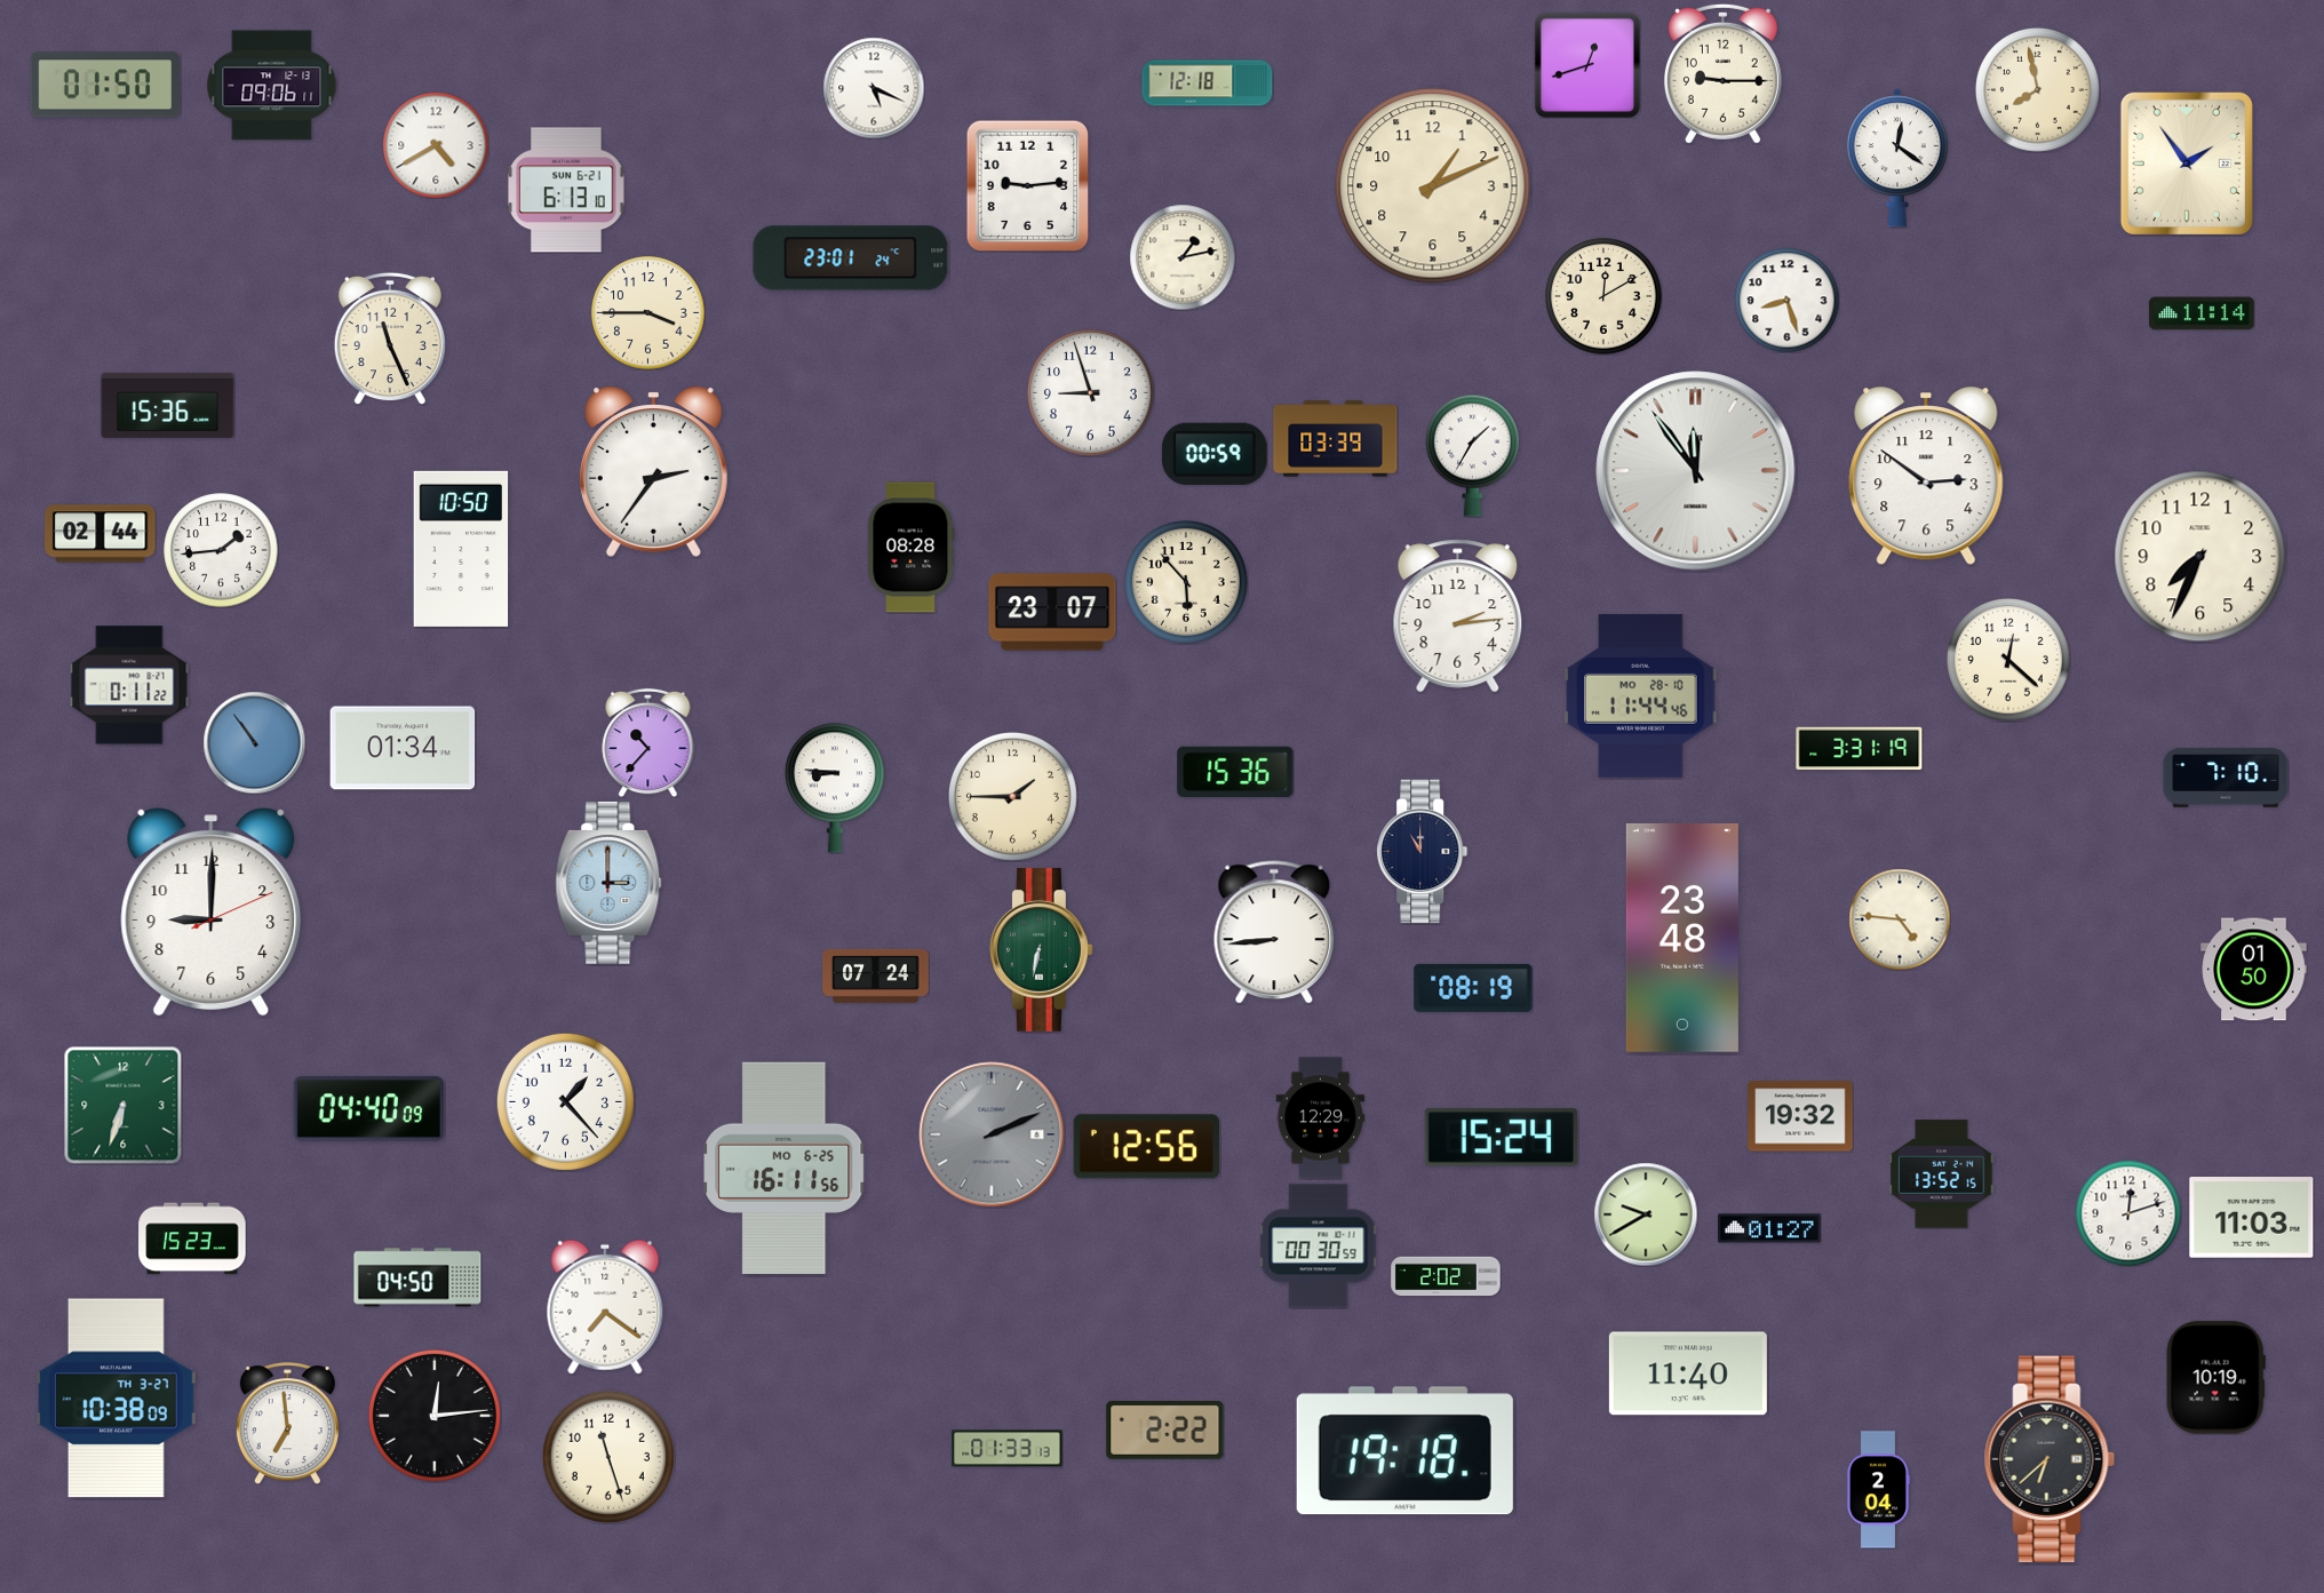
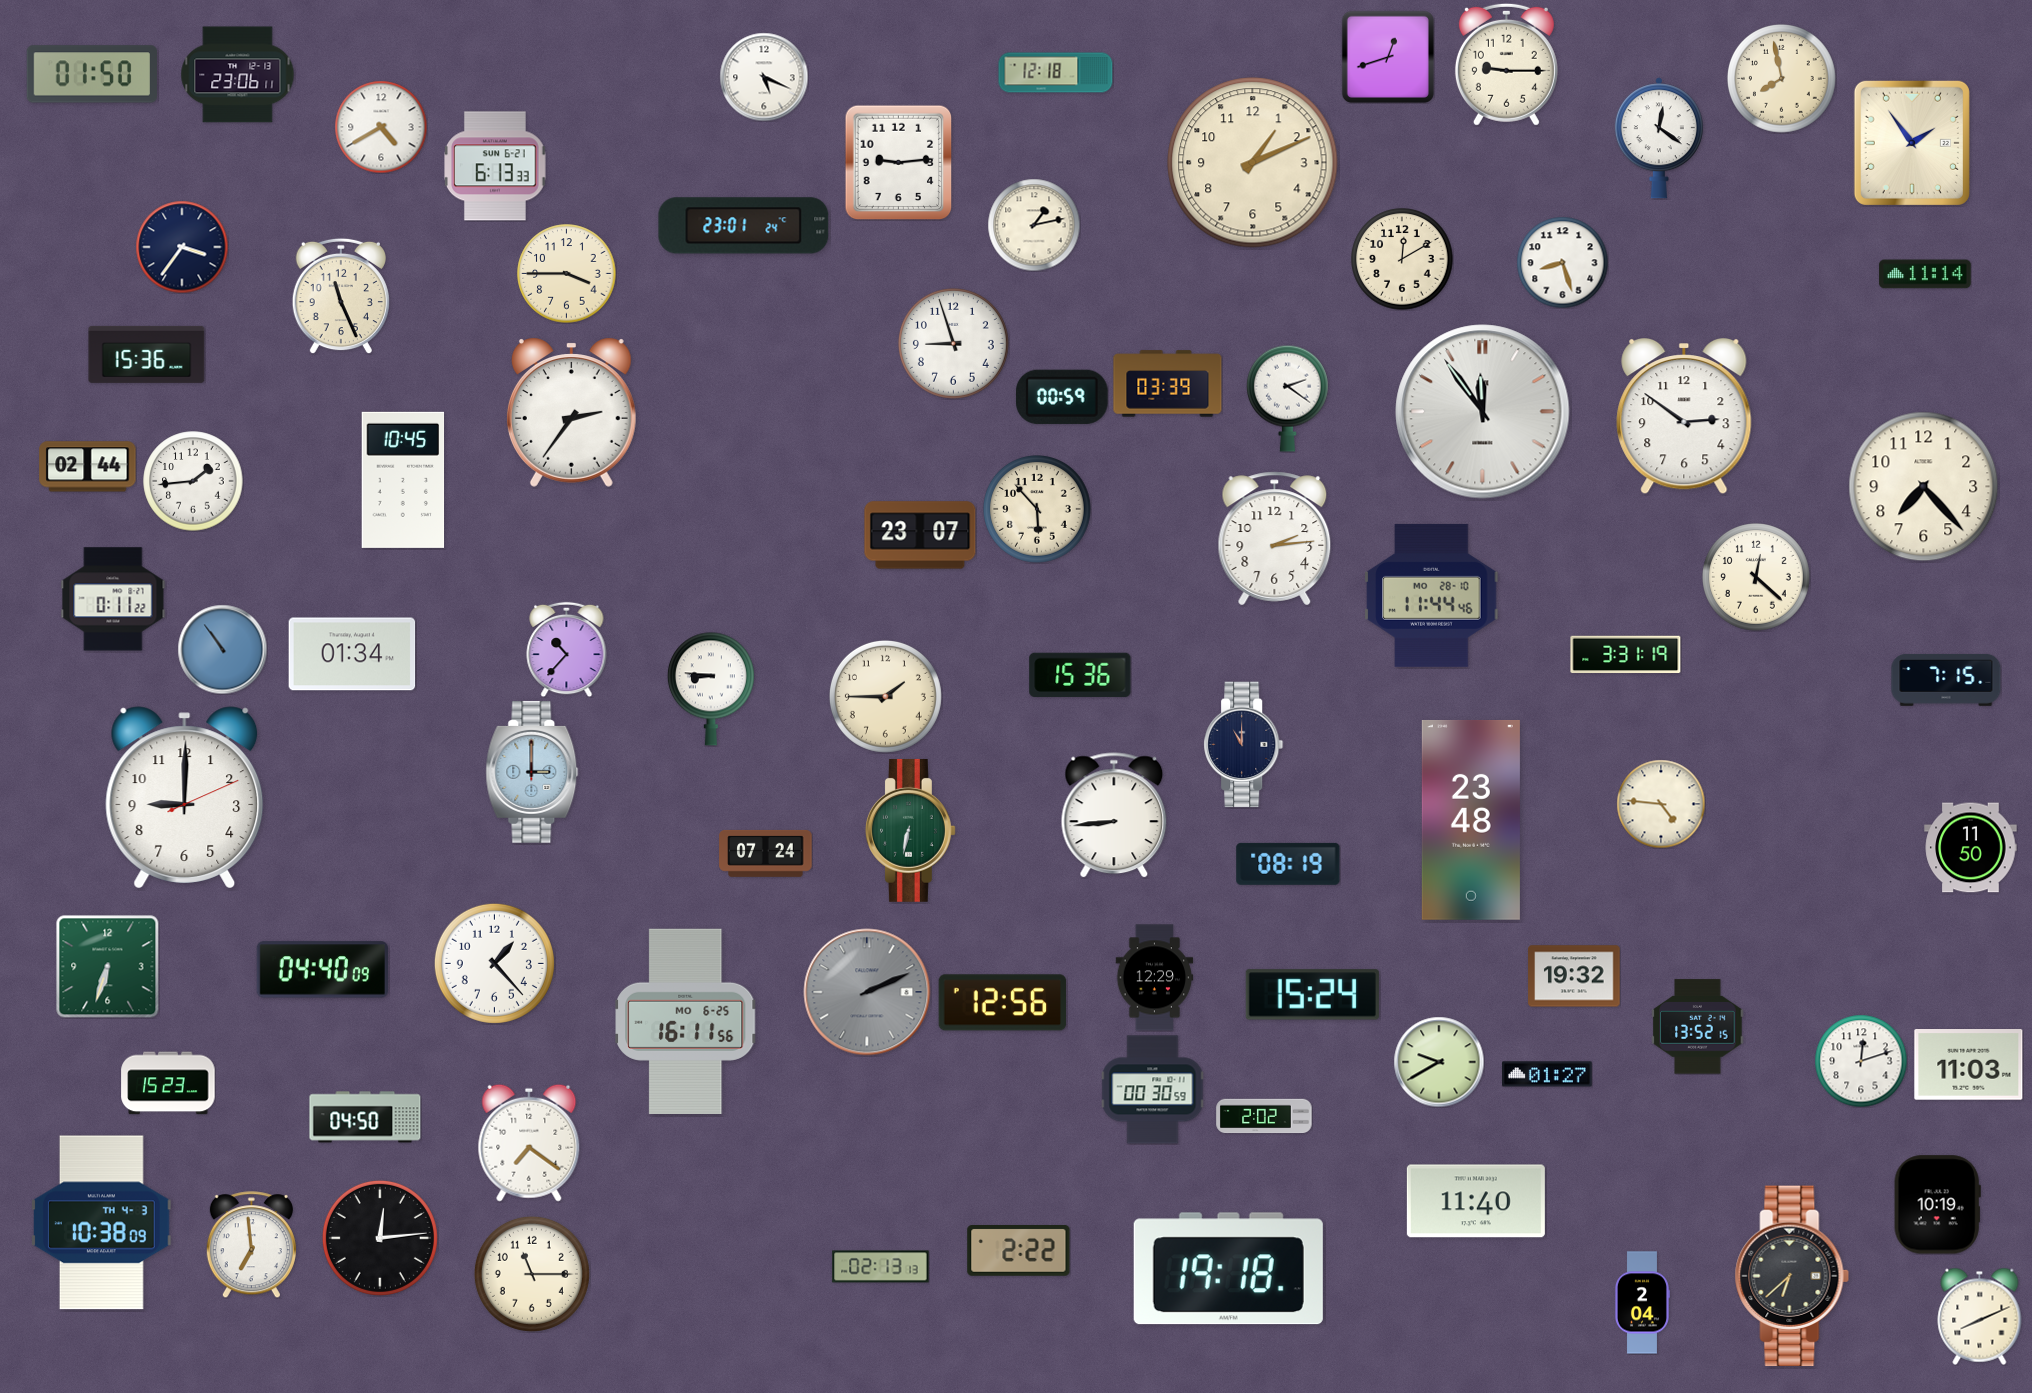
clock at (272, 86): 09:06 -> 23:06
clock at (567, 190): 6:13:10 -> 6:13:33
clock at (182, 247): none -> 3:36
clock at (1473, 455): 1:35 -> 2:21
clock at (912, 548): 08:28 -> none
clock at (461, 549): 10:50 -> 10:45
clock at (2200, 557): 7:34 -> 7:23
clock at (1641, 695) position: (1641, 695) -> (1432, 595)
clock at (2226, 778): 7:10 -> 7:15
clock at (835, 788) position: (835, 788) -> (711, 689)
clock at (2254, 970): 01:50 -> 11:50
clock at (117, 1399) date: TH 3-27 -> TH 4-3
clock at (1008, 1449): 01:33 -> 02:13
clock at (608, 1457): 11:27 -> 11:15
clock at (1980, 1316): none -> 8:11
